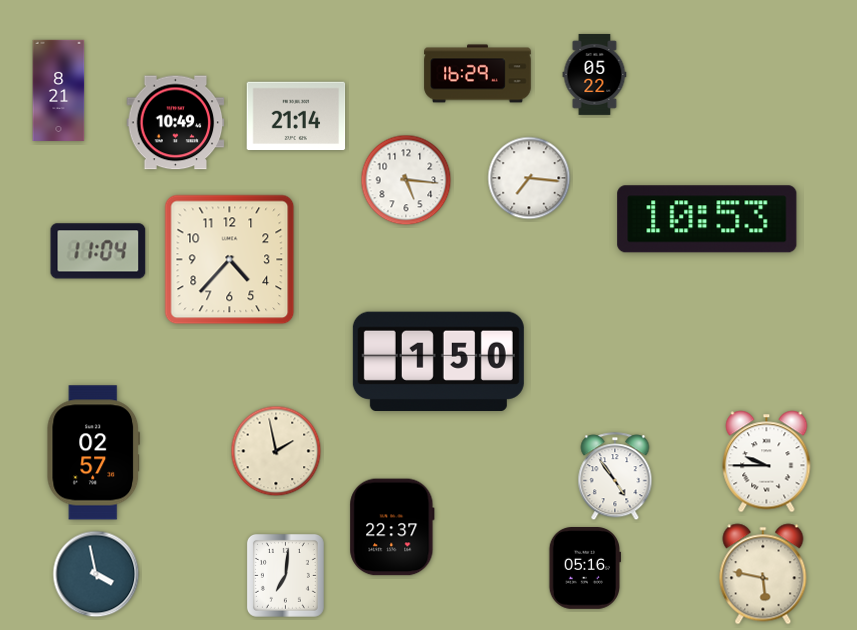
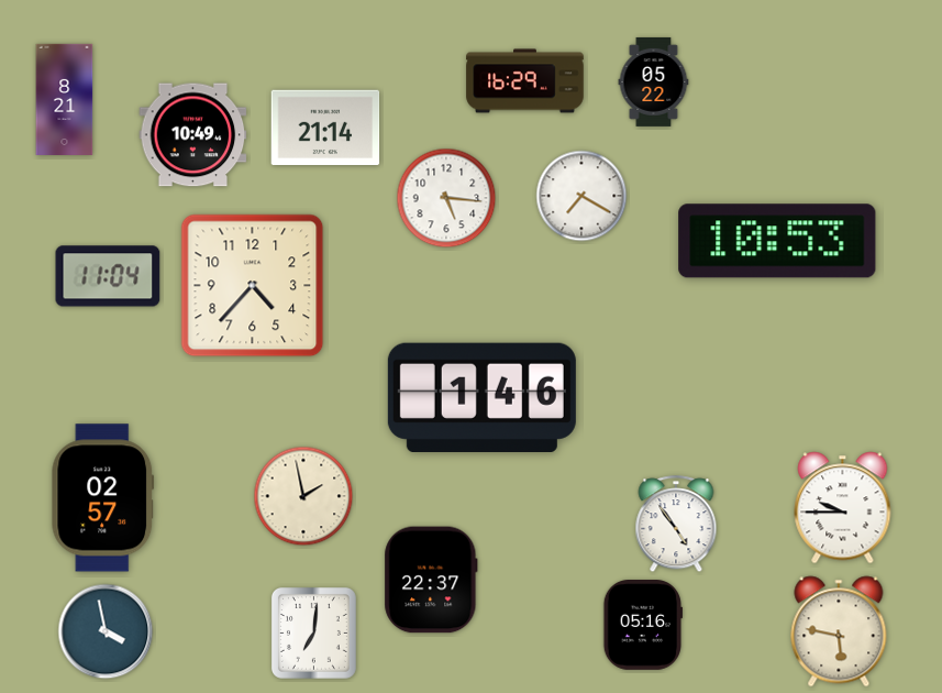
clock at (529, 178): 7:16 -> 7:20
clock at (438, 361): 1:50 -> 1:46
